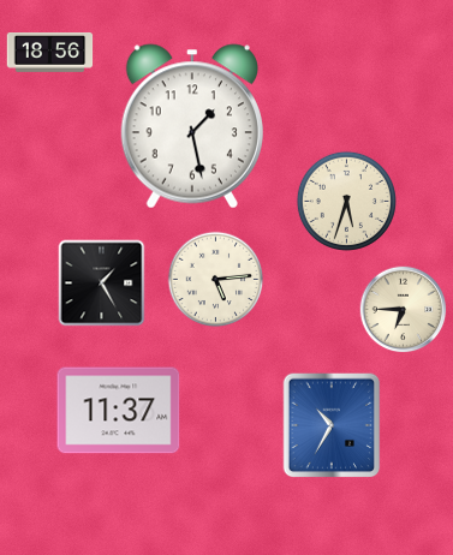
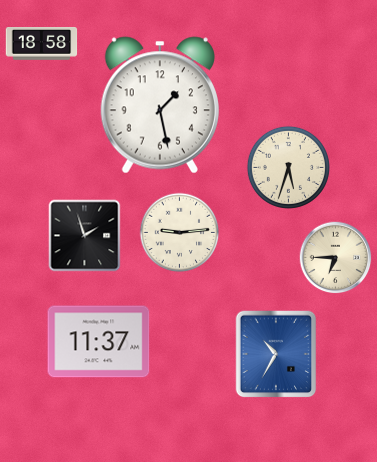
clock at (50, 53): 18:56 -> 18:58
clock at (216, 280): 5:14 -> 9:14
clock at (102, 284): 1:25 -> 1:57
